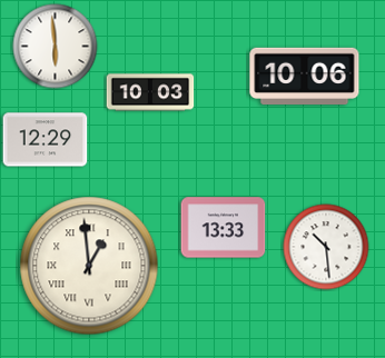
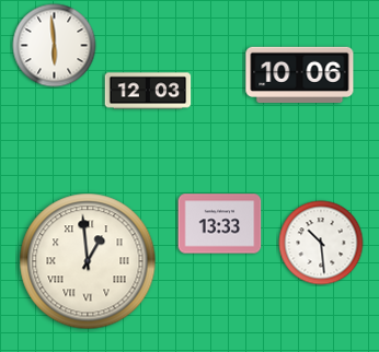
clock at (150, 92): 10:03 -> 12:03
clock at (46, 140): 12:29 -> none
